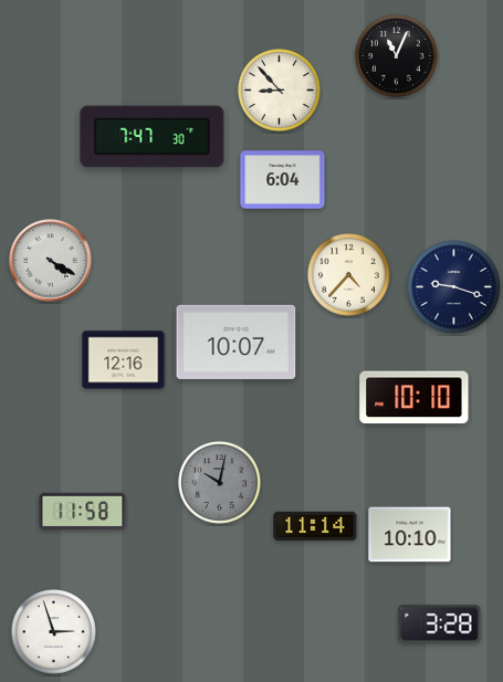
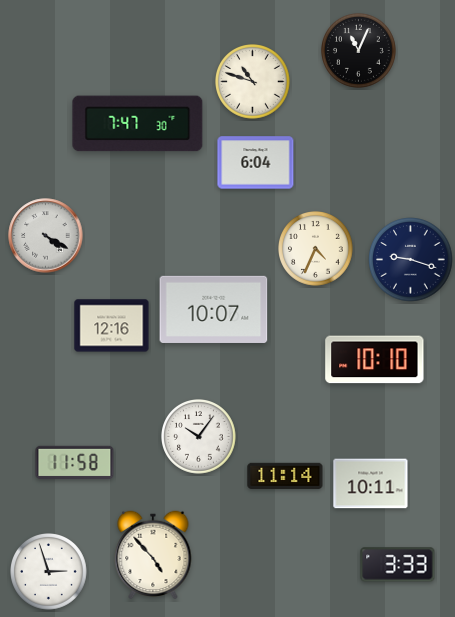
clock at (280, 91): 8:53 -> 10:48
clock at (349, 275): 4:37 -> 4:34
clock at (220, 483): 10:02 -> 10:06
clock at (220, 483) dial: grey -> white
clock at (410, 535): 10:10 -> 10:11
clock at (153, 555): none -> 4:53
clock at (440, 625): 3:28 -> 3:33
